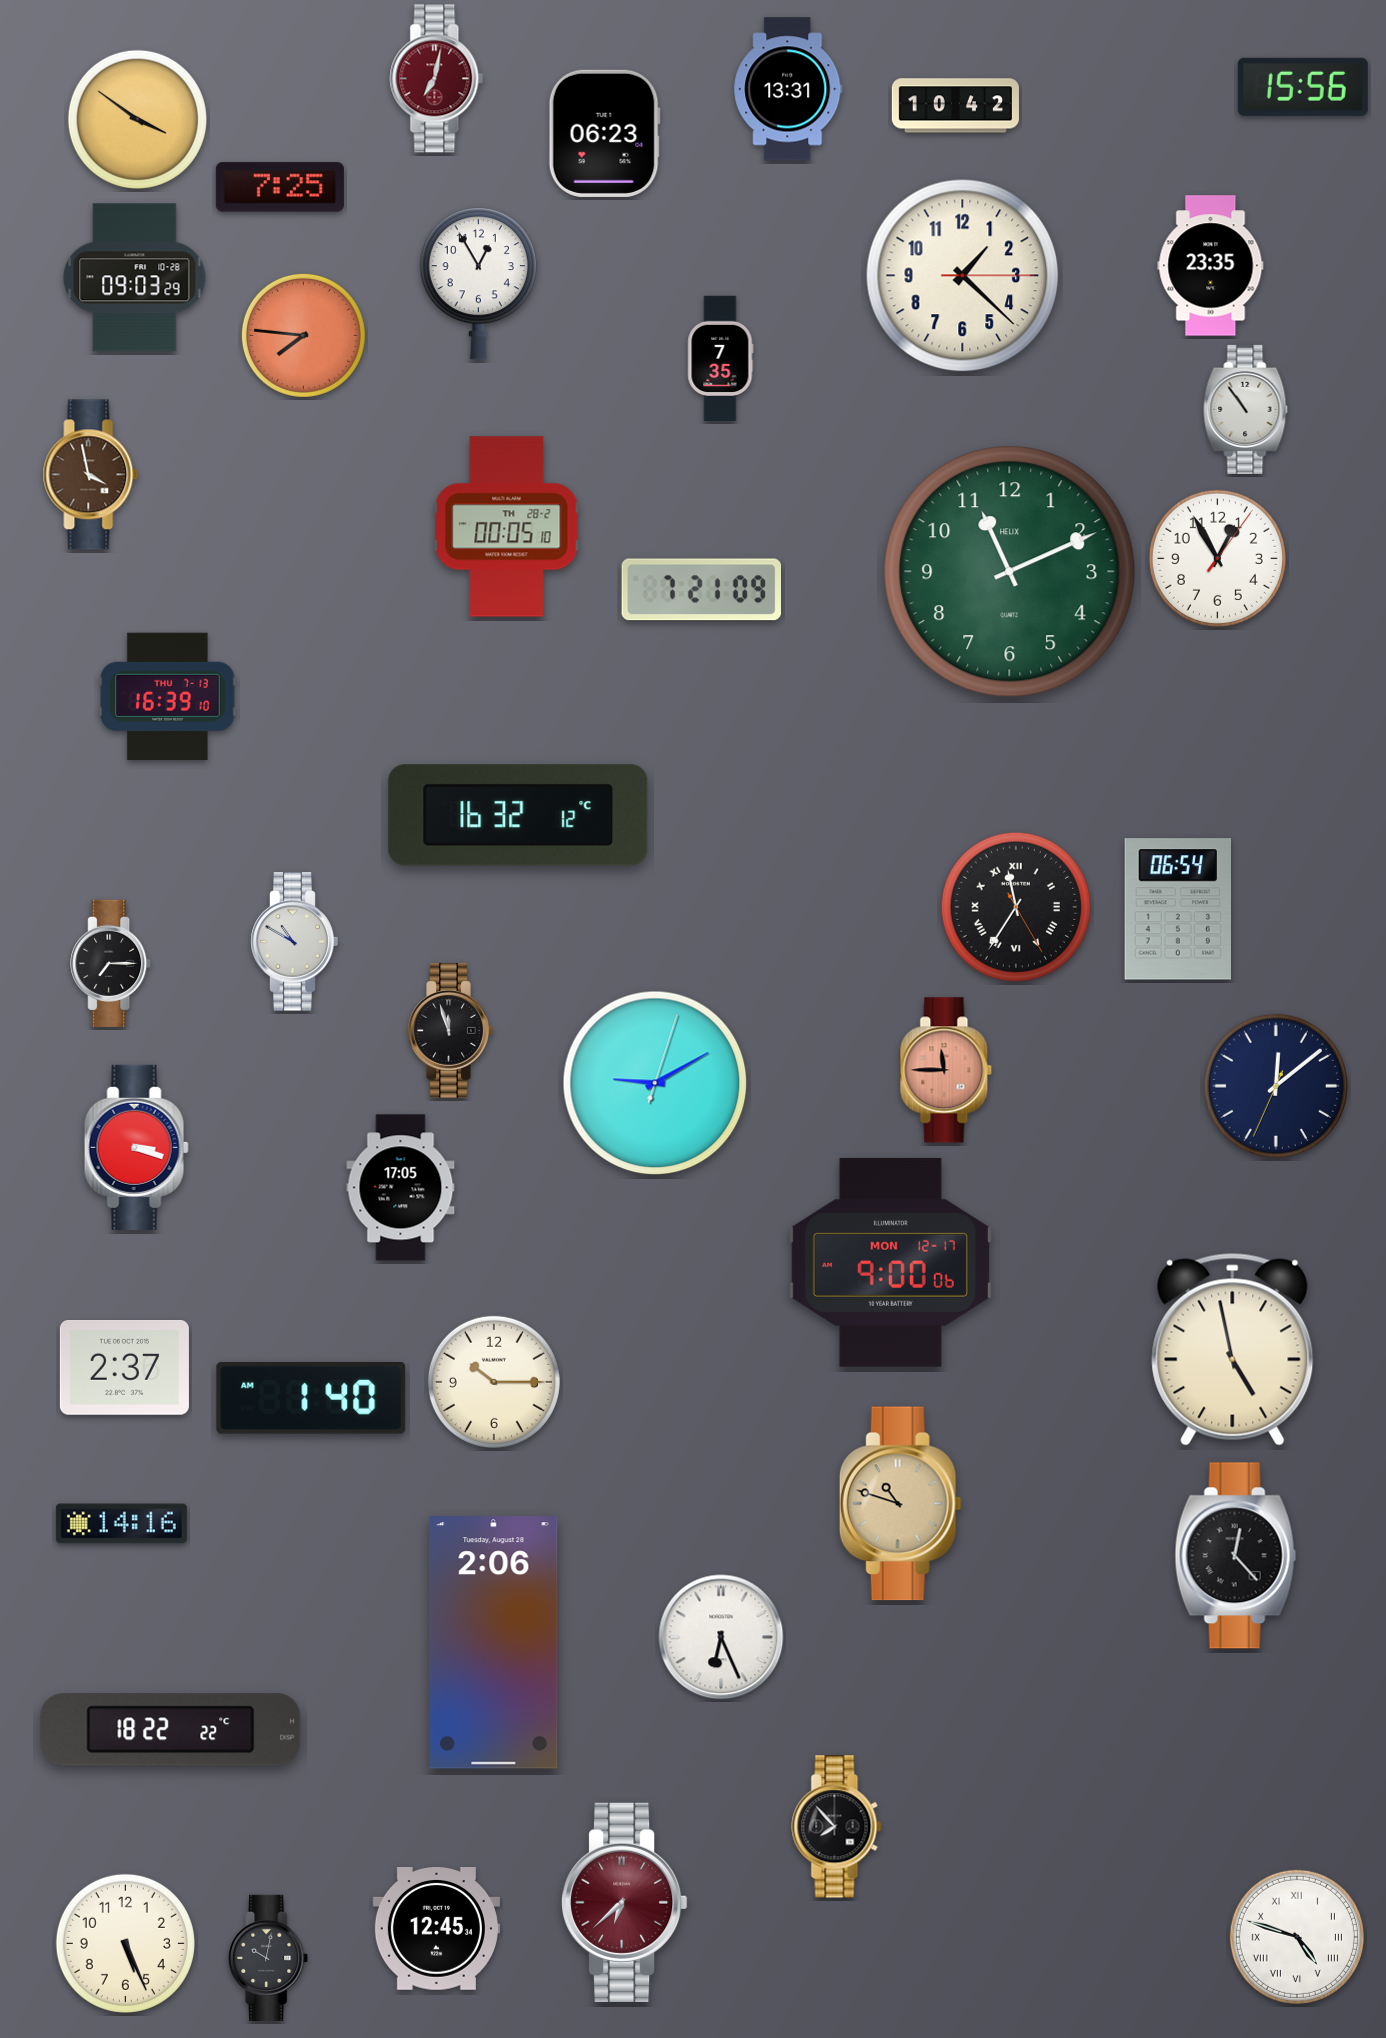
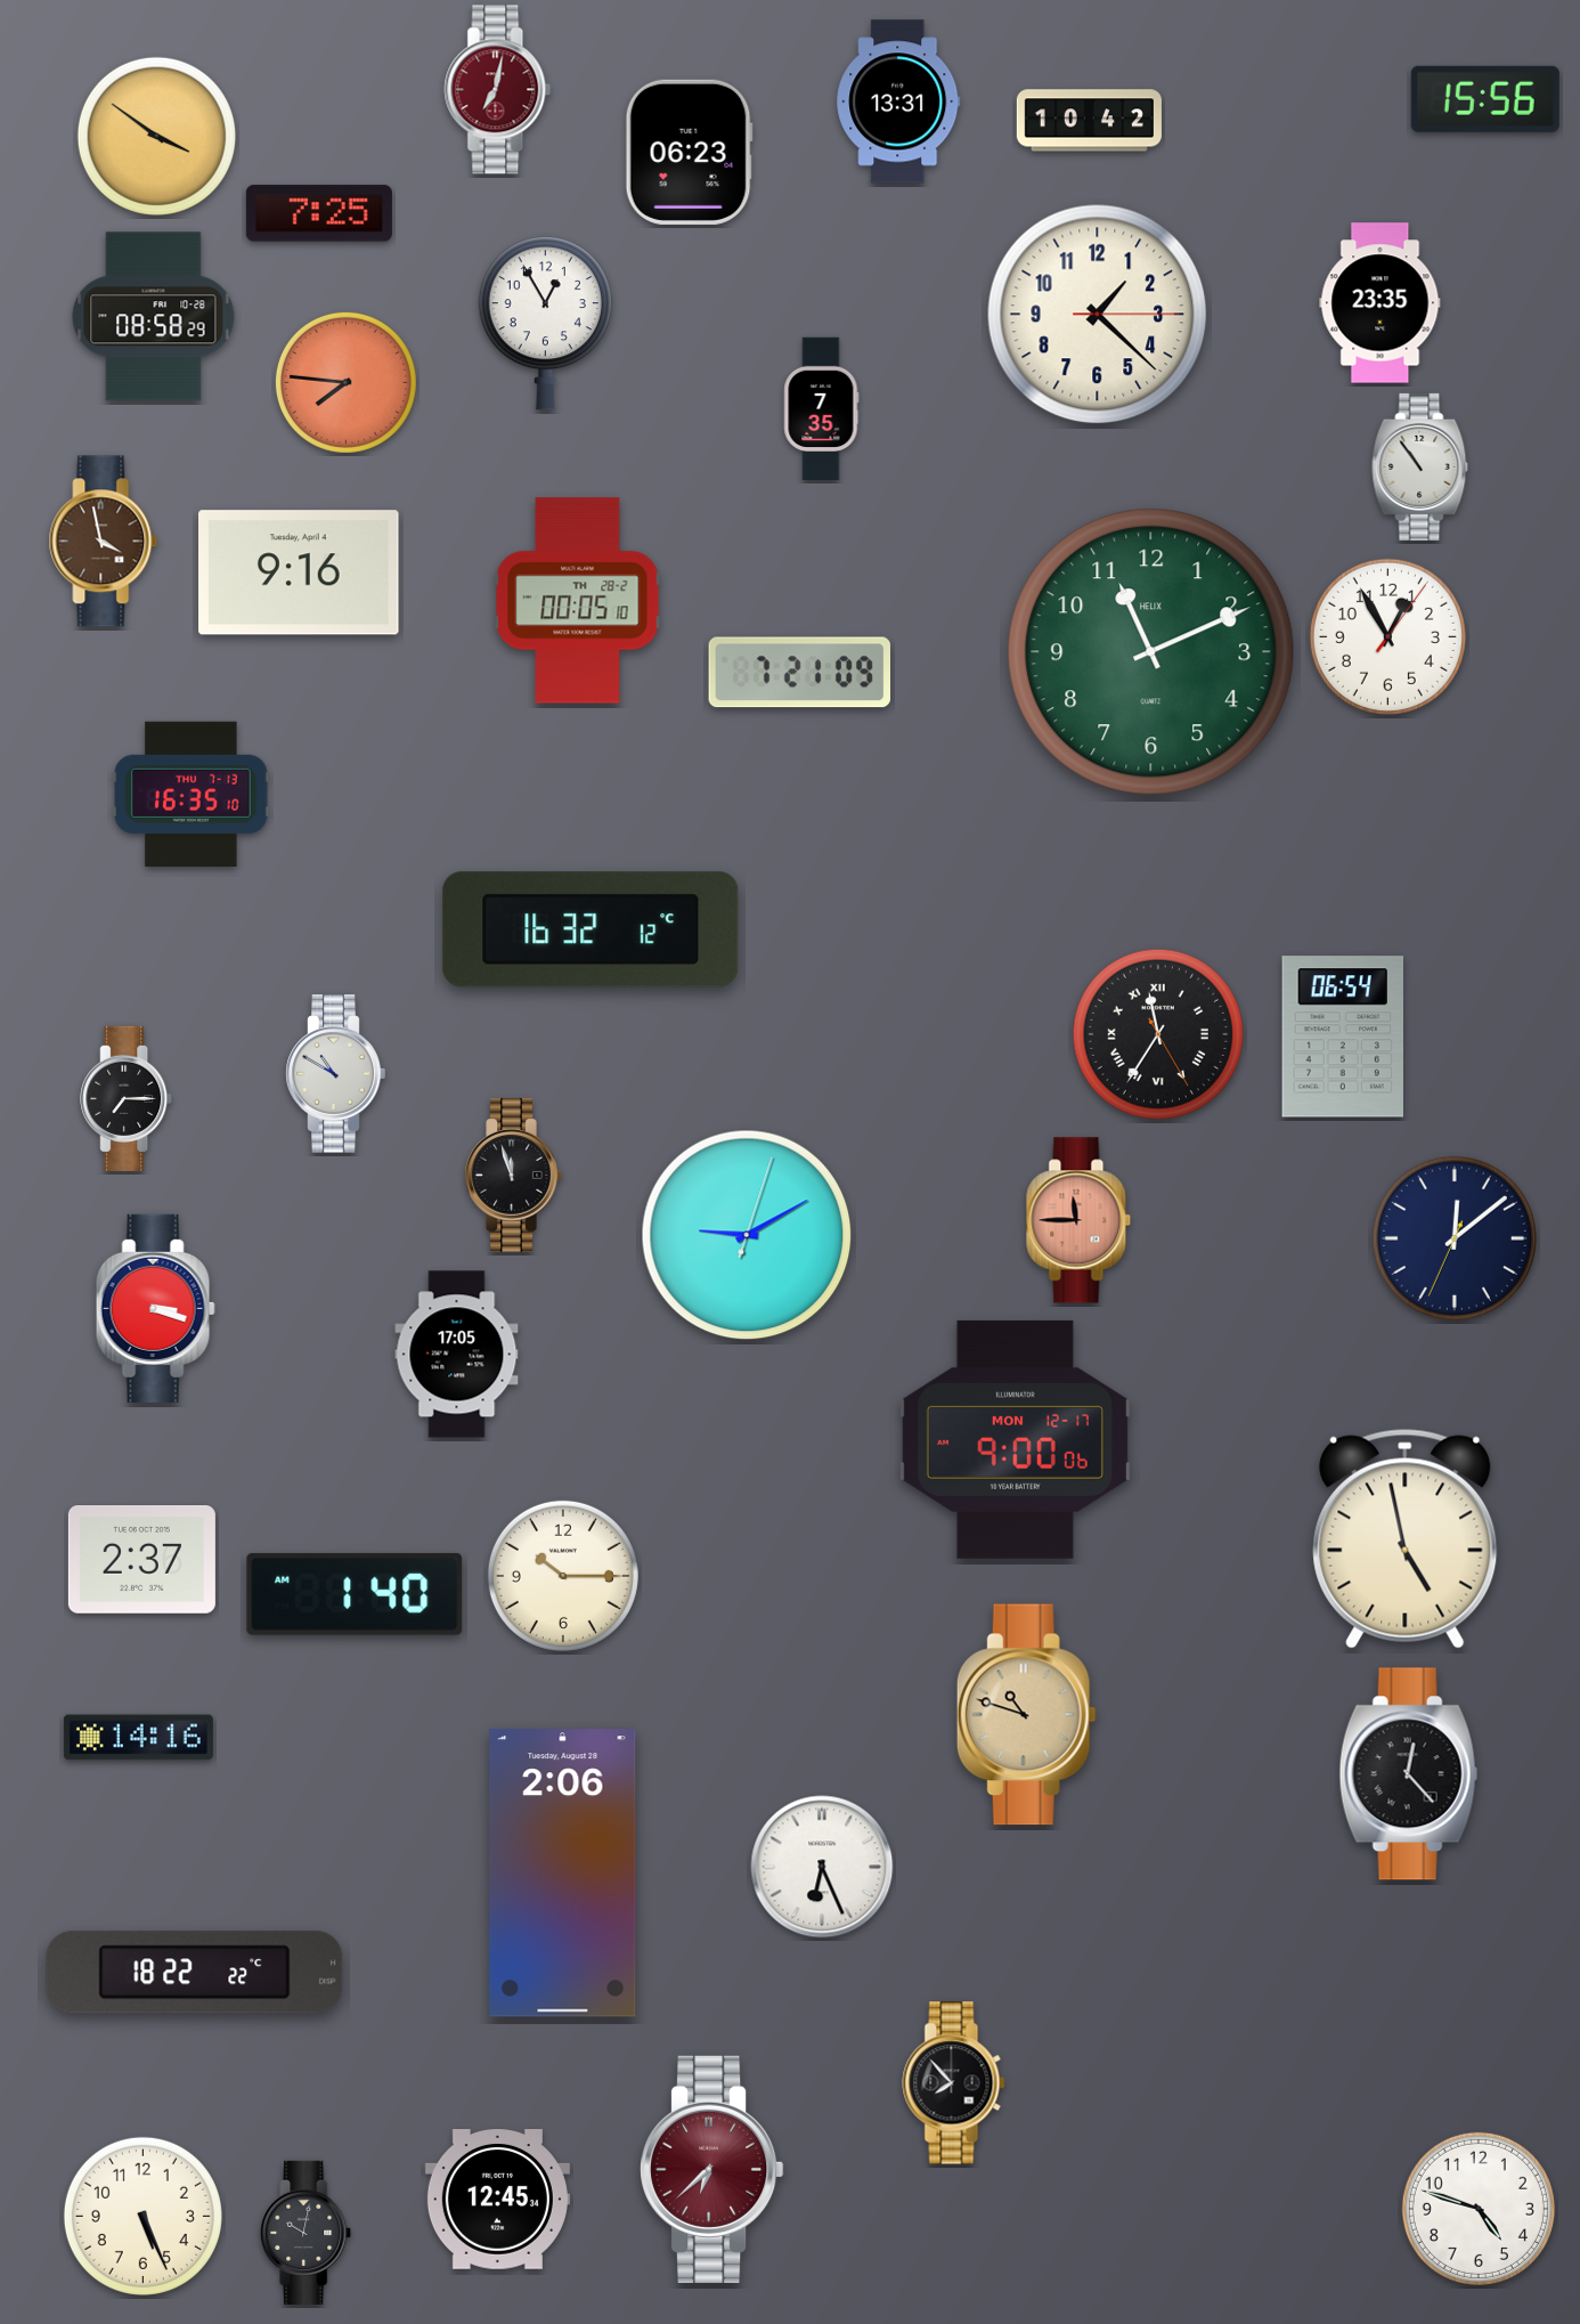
clock at (135, 278): 09:03 -> 08:58
clock at (299, 572): none -> 9:16
clock at (168, 696): 16:39 -> 16:35
clock at (1297, 1937) numerals: Roman -> Arabic
